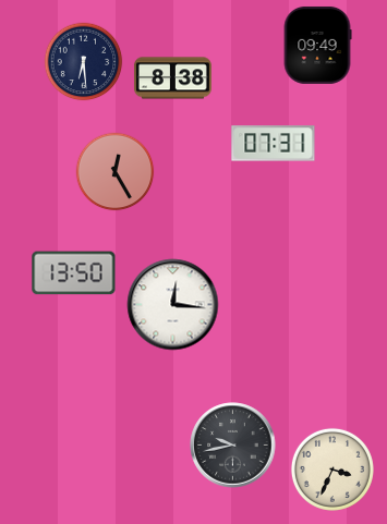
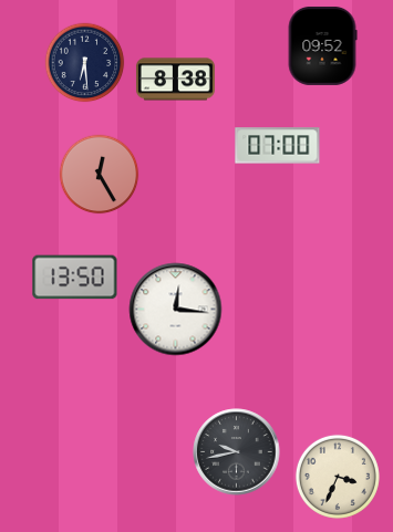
clock at (317, 45): 09:49 -> 09:52
clock at (274, 144): 07:31 -> 07:00
clock at (116, 172) position: (116, 172) -> (100, 175)
